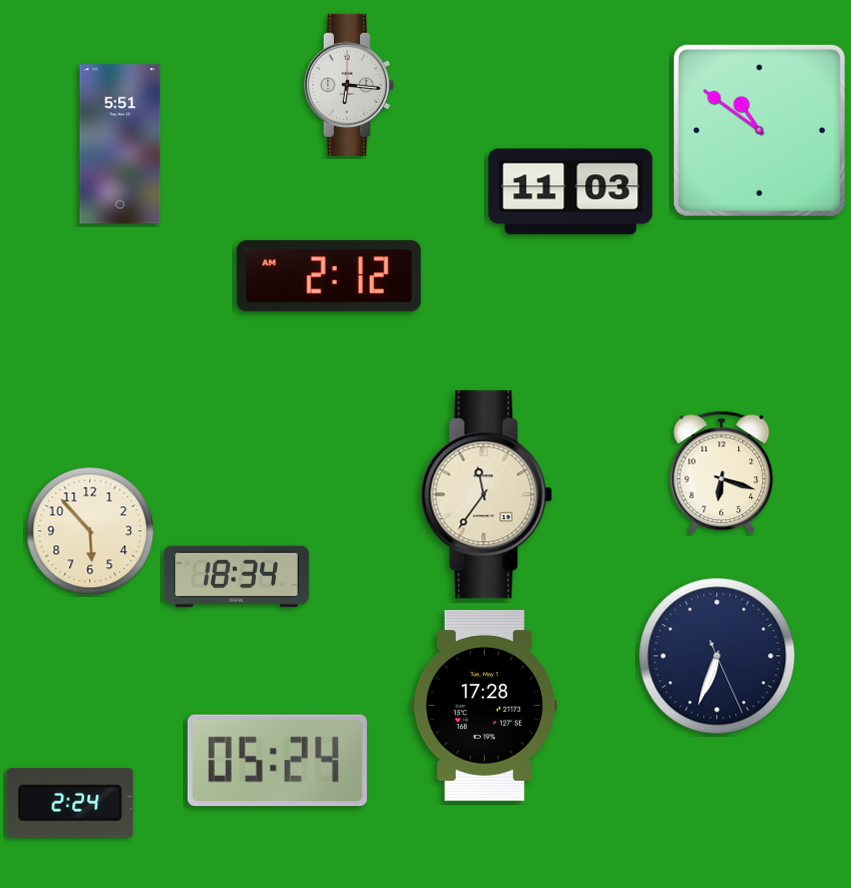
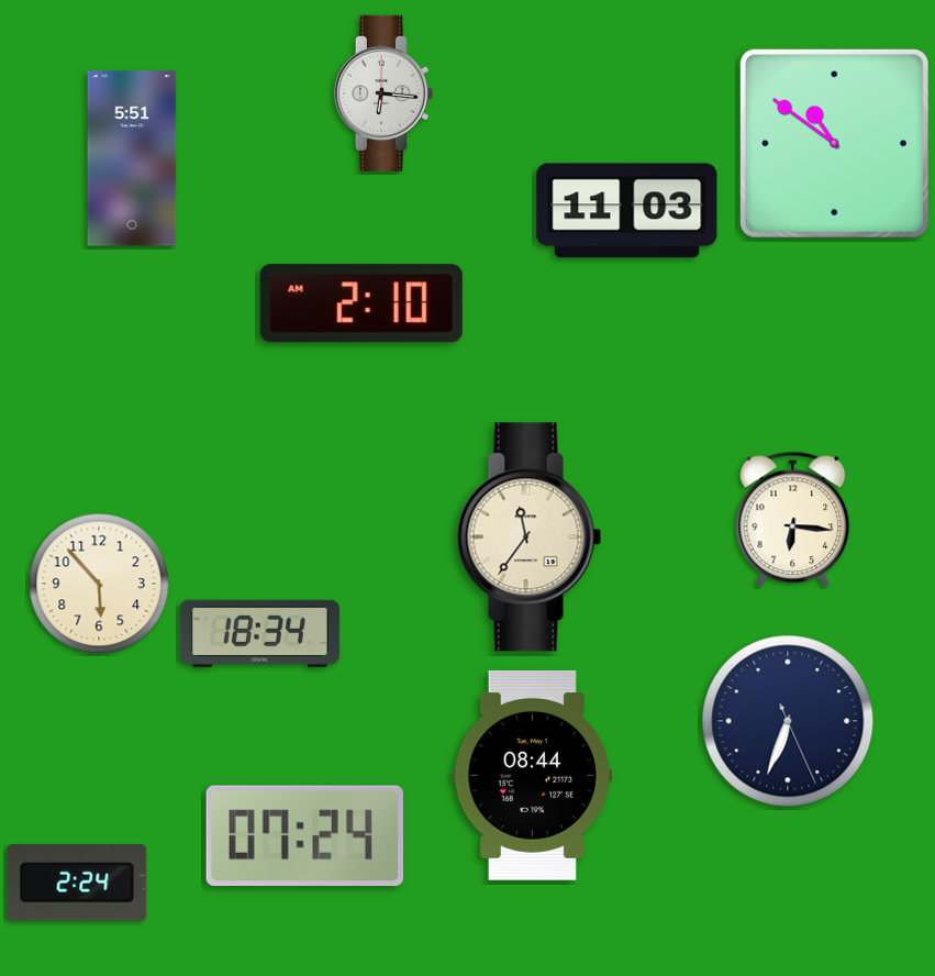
clock at (329, 276): 2:12 -> 2:10
clock at (722, 473): 6:18 -> 6:16
clock at (487, 495) position: (487, 495) -> (530, 537)
clock at (484, 705): 17:28 -> 08:44
clock at (277, 761): 05:24 -> 07:24
